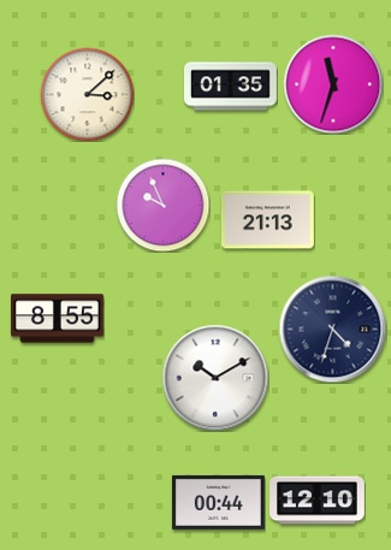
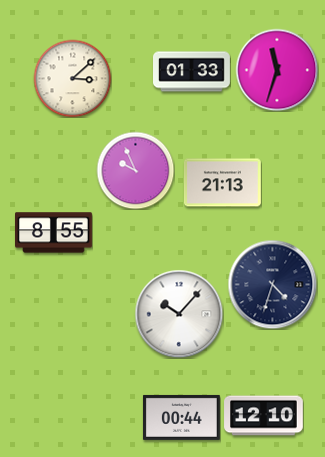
clock at (231, 87): 01:35 -> 01:33
clock at (58, 319) position: (58, 319) -> (54, 233)
clock at (332, 329) position: (332, 329) -> (272, 284)
clock at (215, 378): 10:10 -> 10:07
